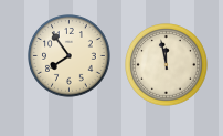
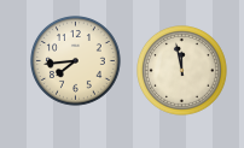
clock at (70, 56): 7:54 -> 7:44
